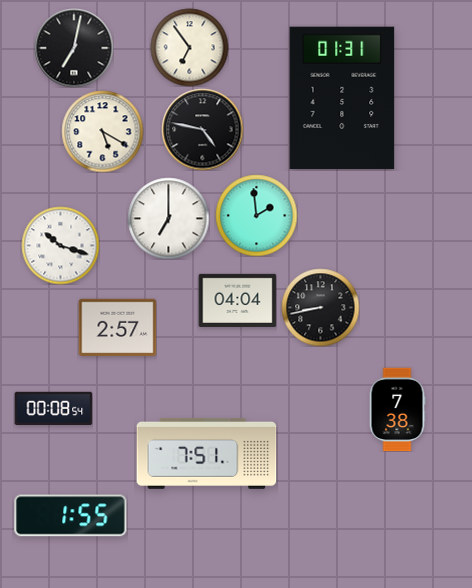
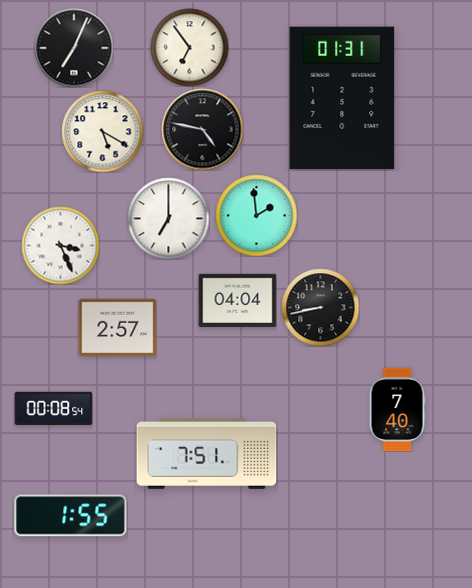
clock at (74, 48): 7:02 -> 7:04
clock at (60, 245): 10:18 -> 3:26
clock at (397, 409): 7:38 -> 7:40
